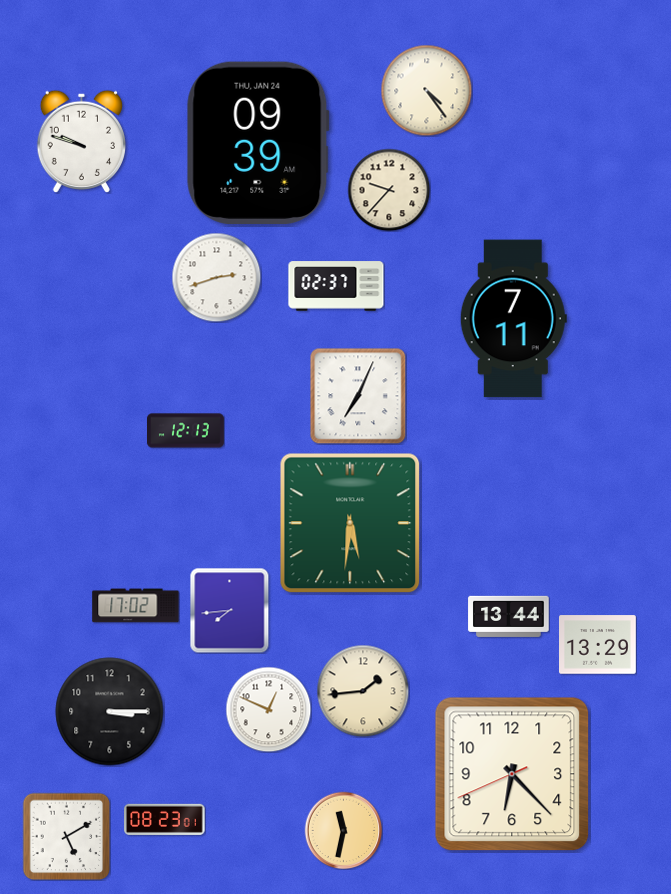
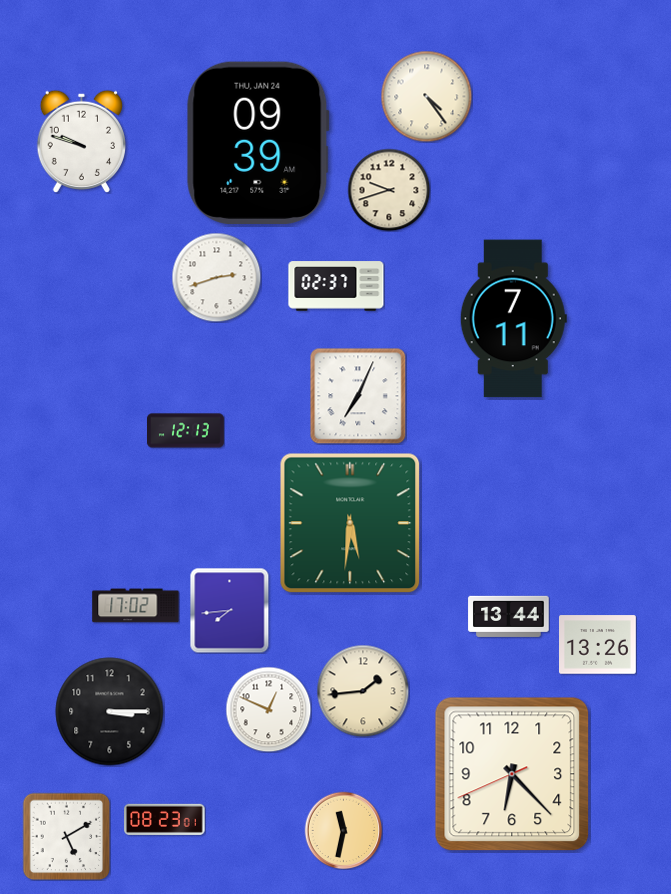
clock at (426, 90) position: (426, 90) -> (426, 96)
clock at (389, 190): 9:37 -> 9:42
clock at (598, 645): 13:29 -> 13:26
